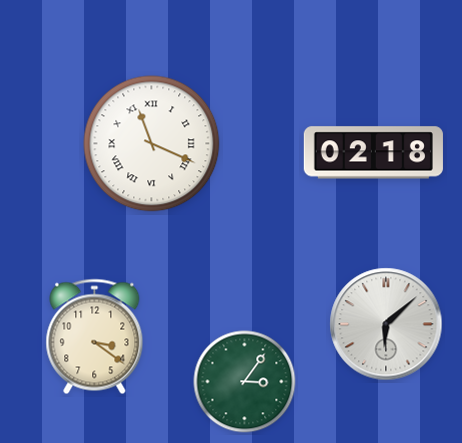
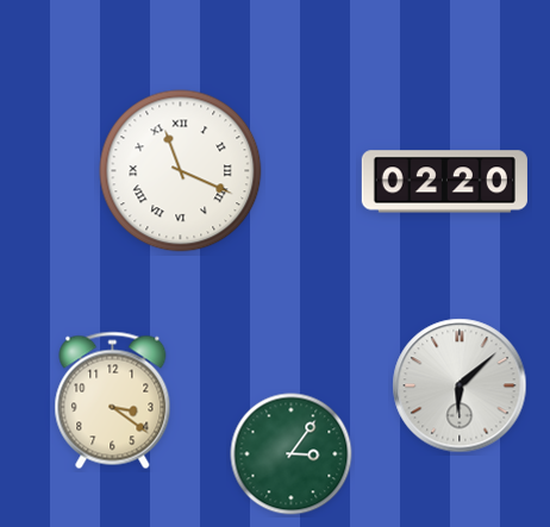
clock at (373, 153): 02:18 -> 02:20
